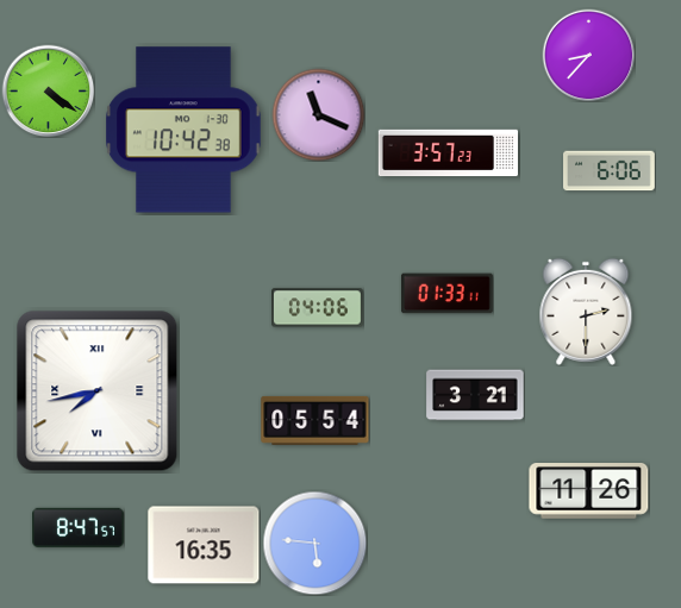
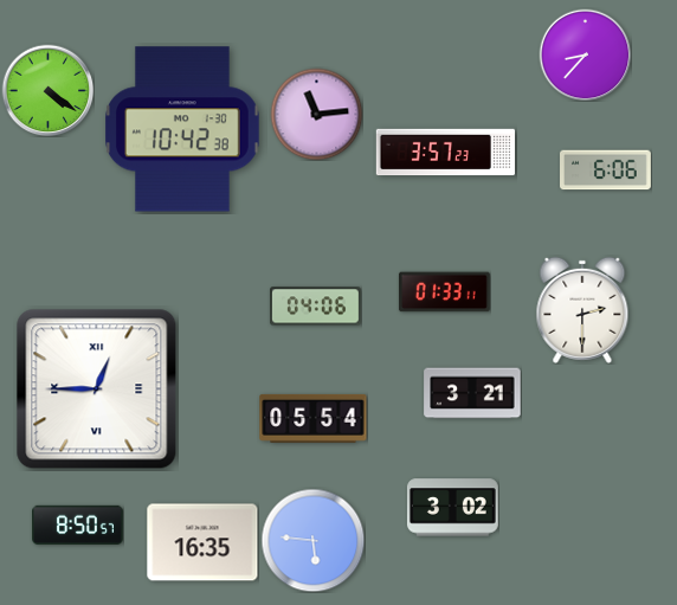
clock at (318, 114): 11:19 -> 11:14
clock at (98, 391): 7:43 -> 12:45
clock at (589, 491): 11:26 -> none
clock at (452, 508): none -> 3:02
clock at (79, 527): 8:47 -> 8:50
